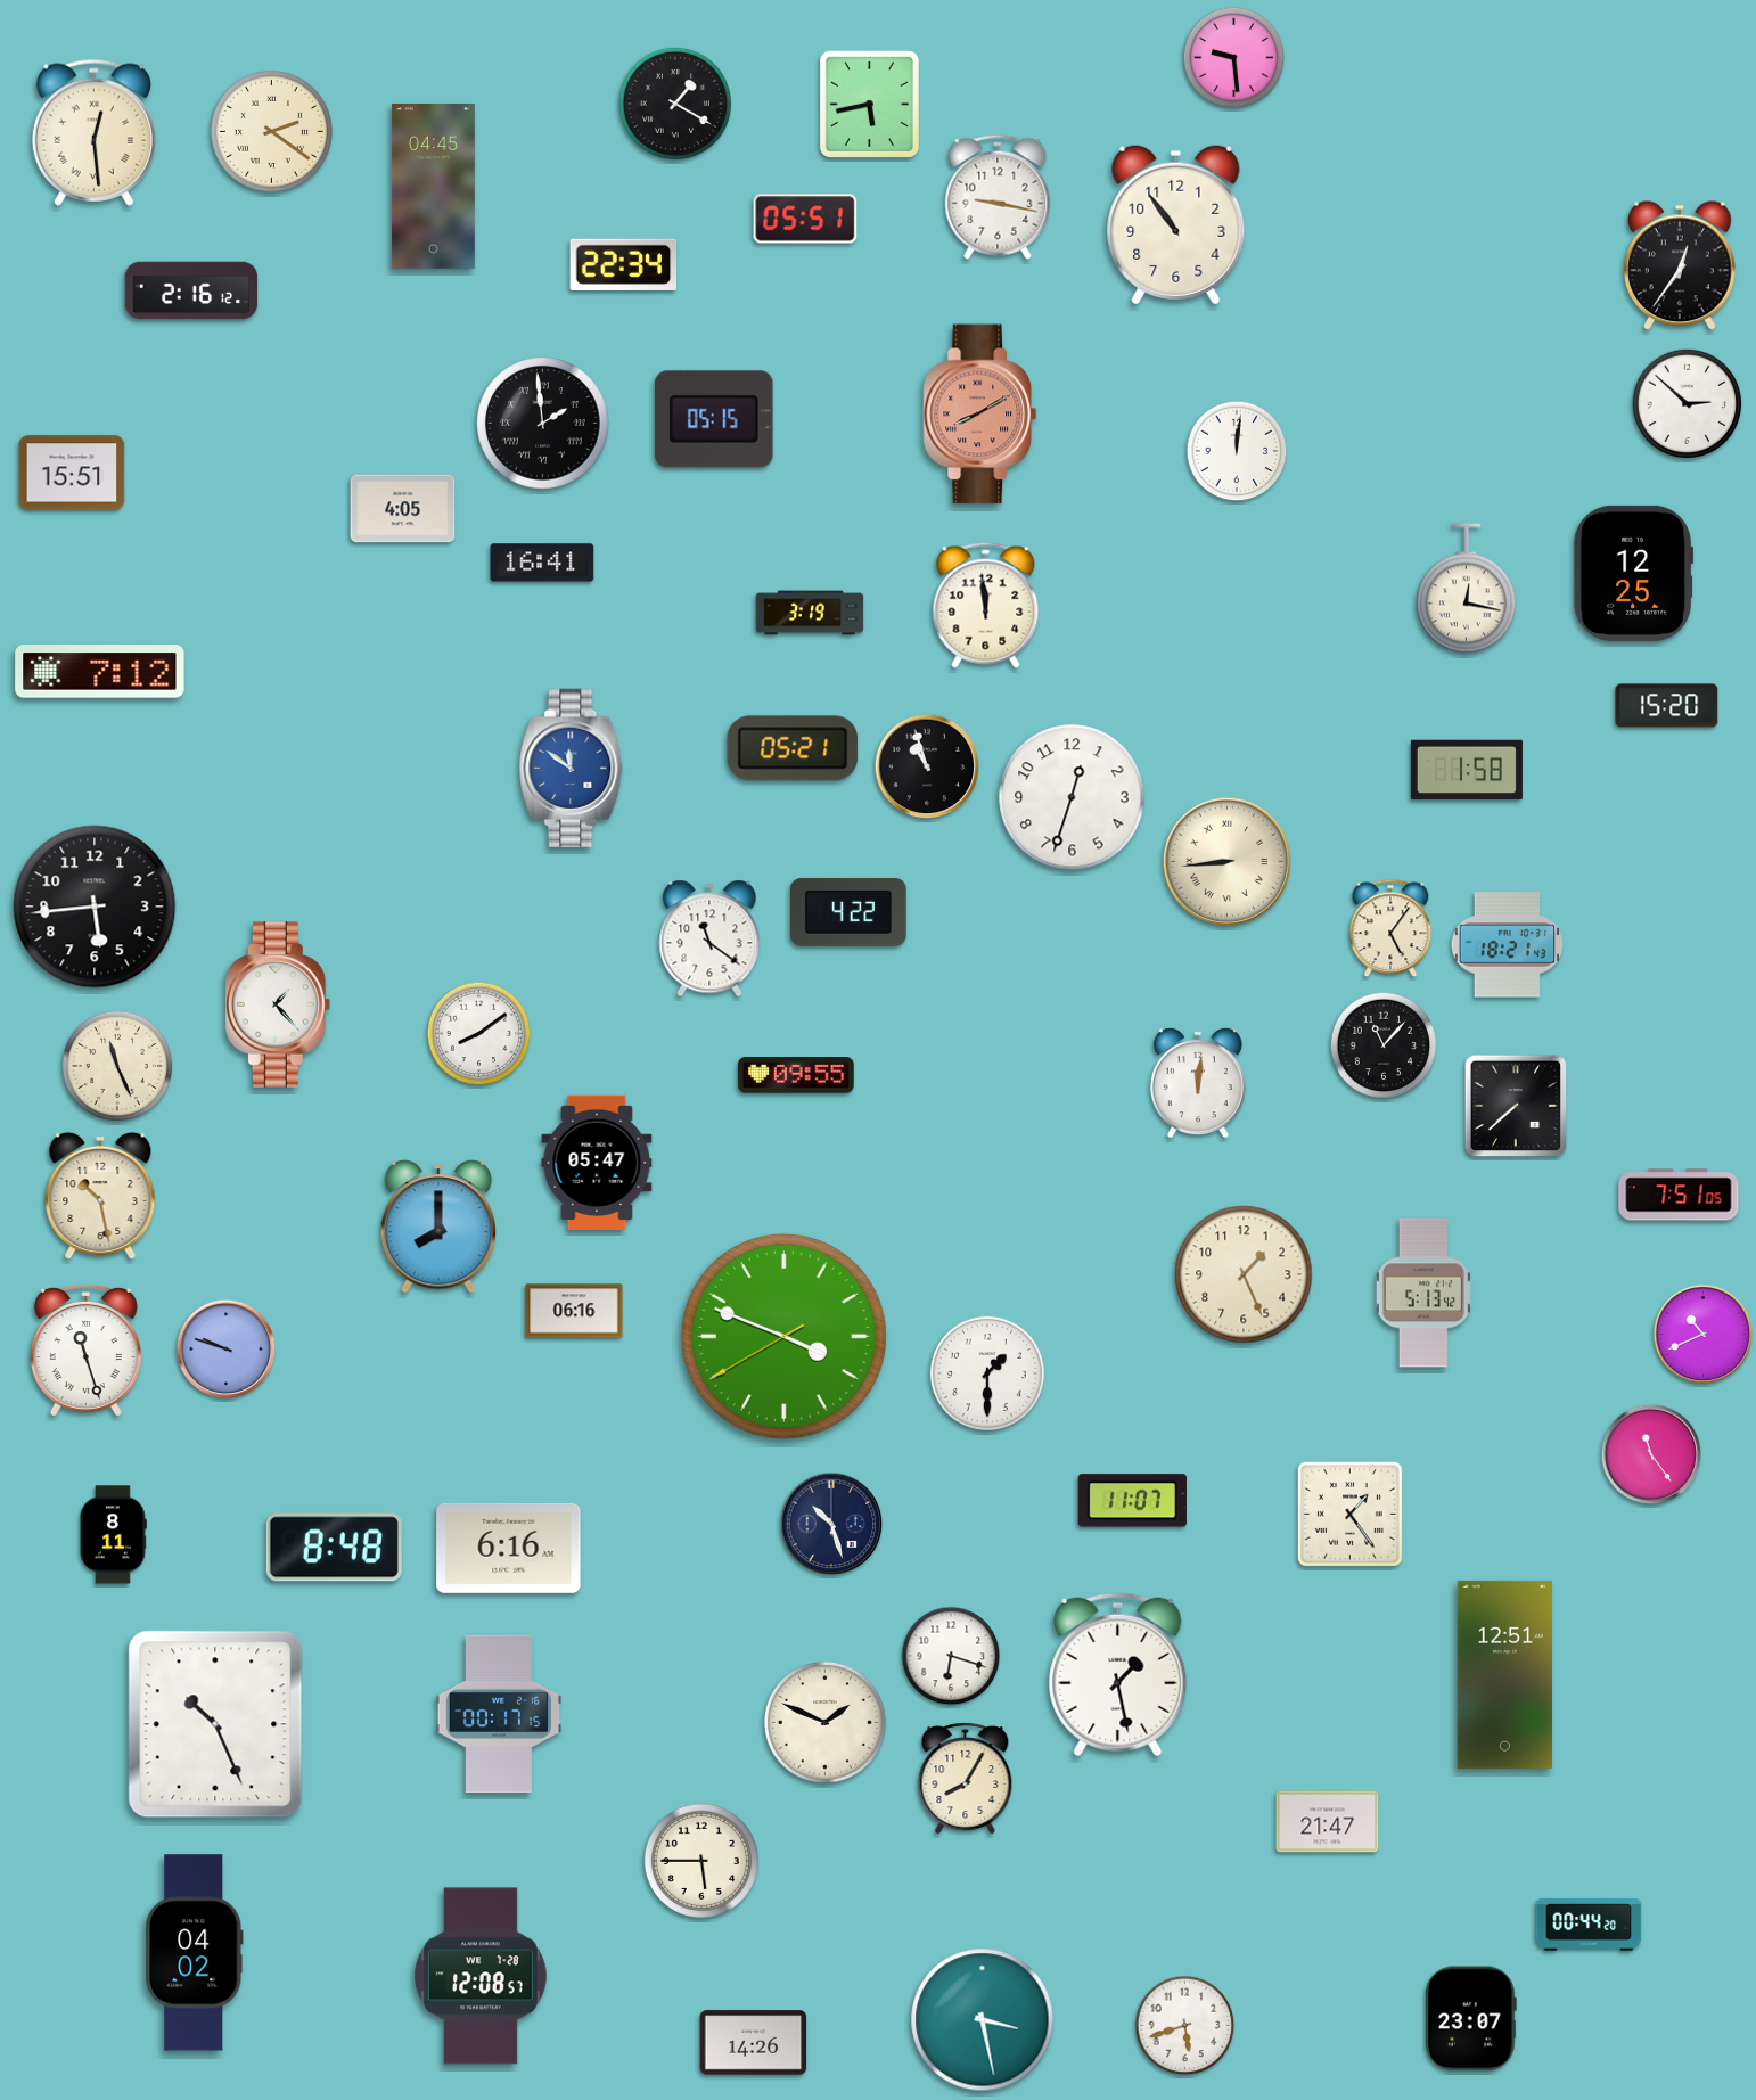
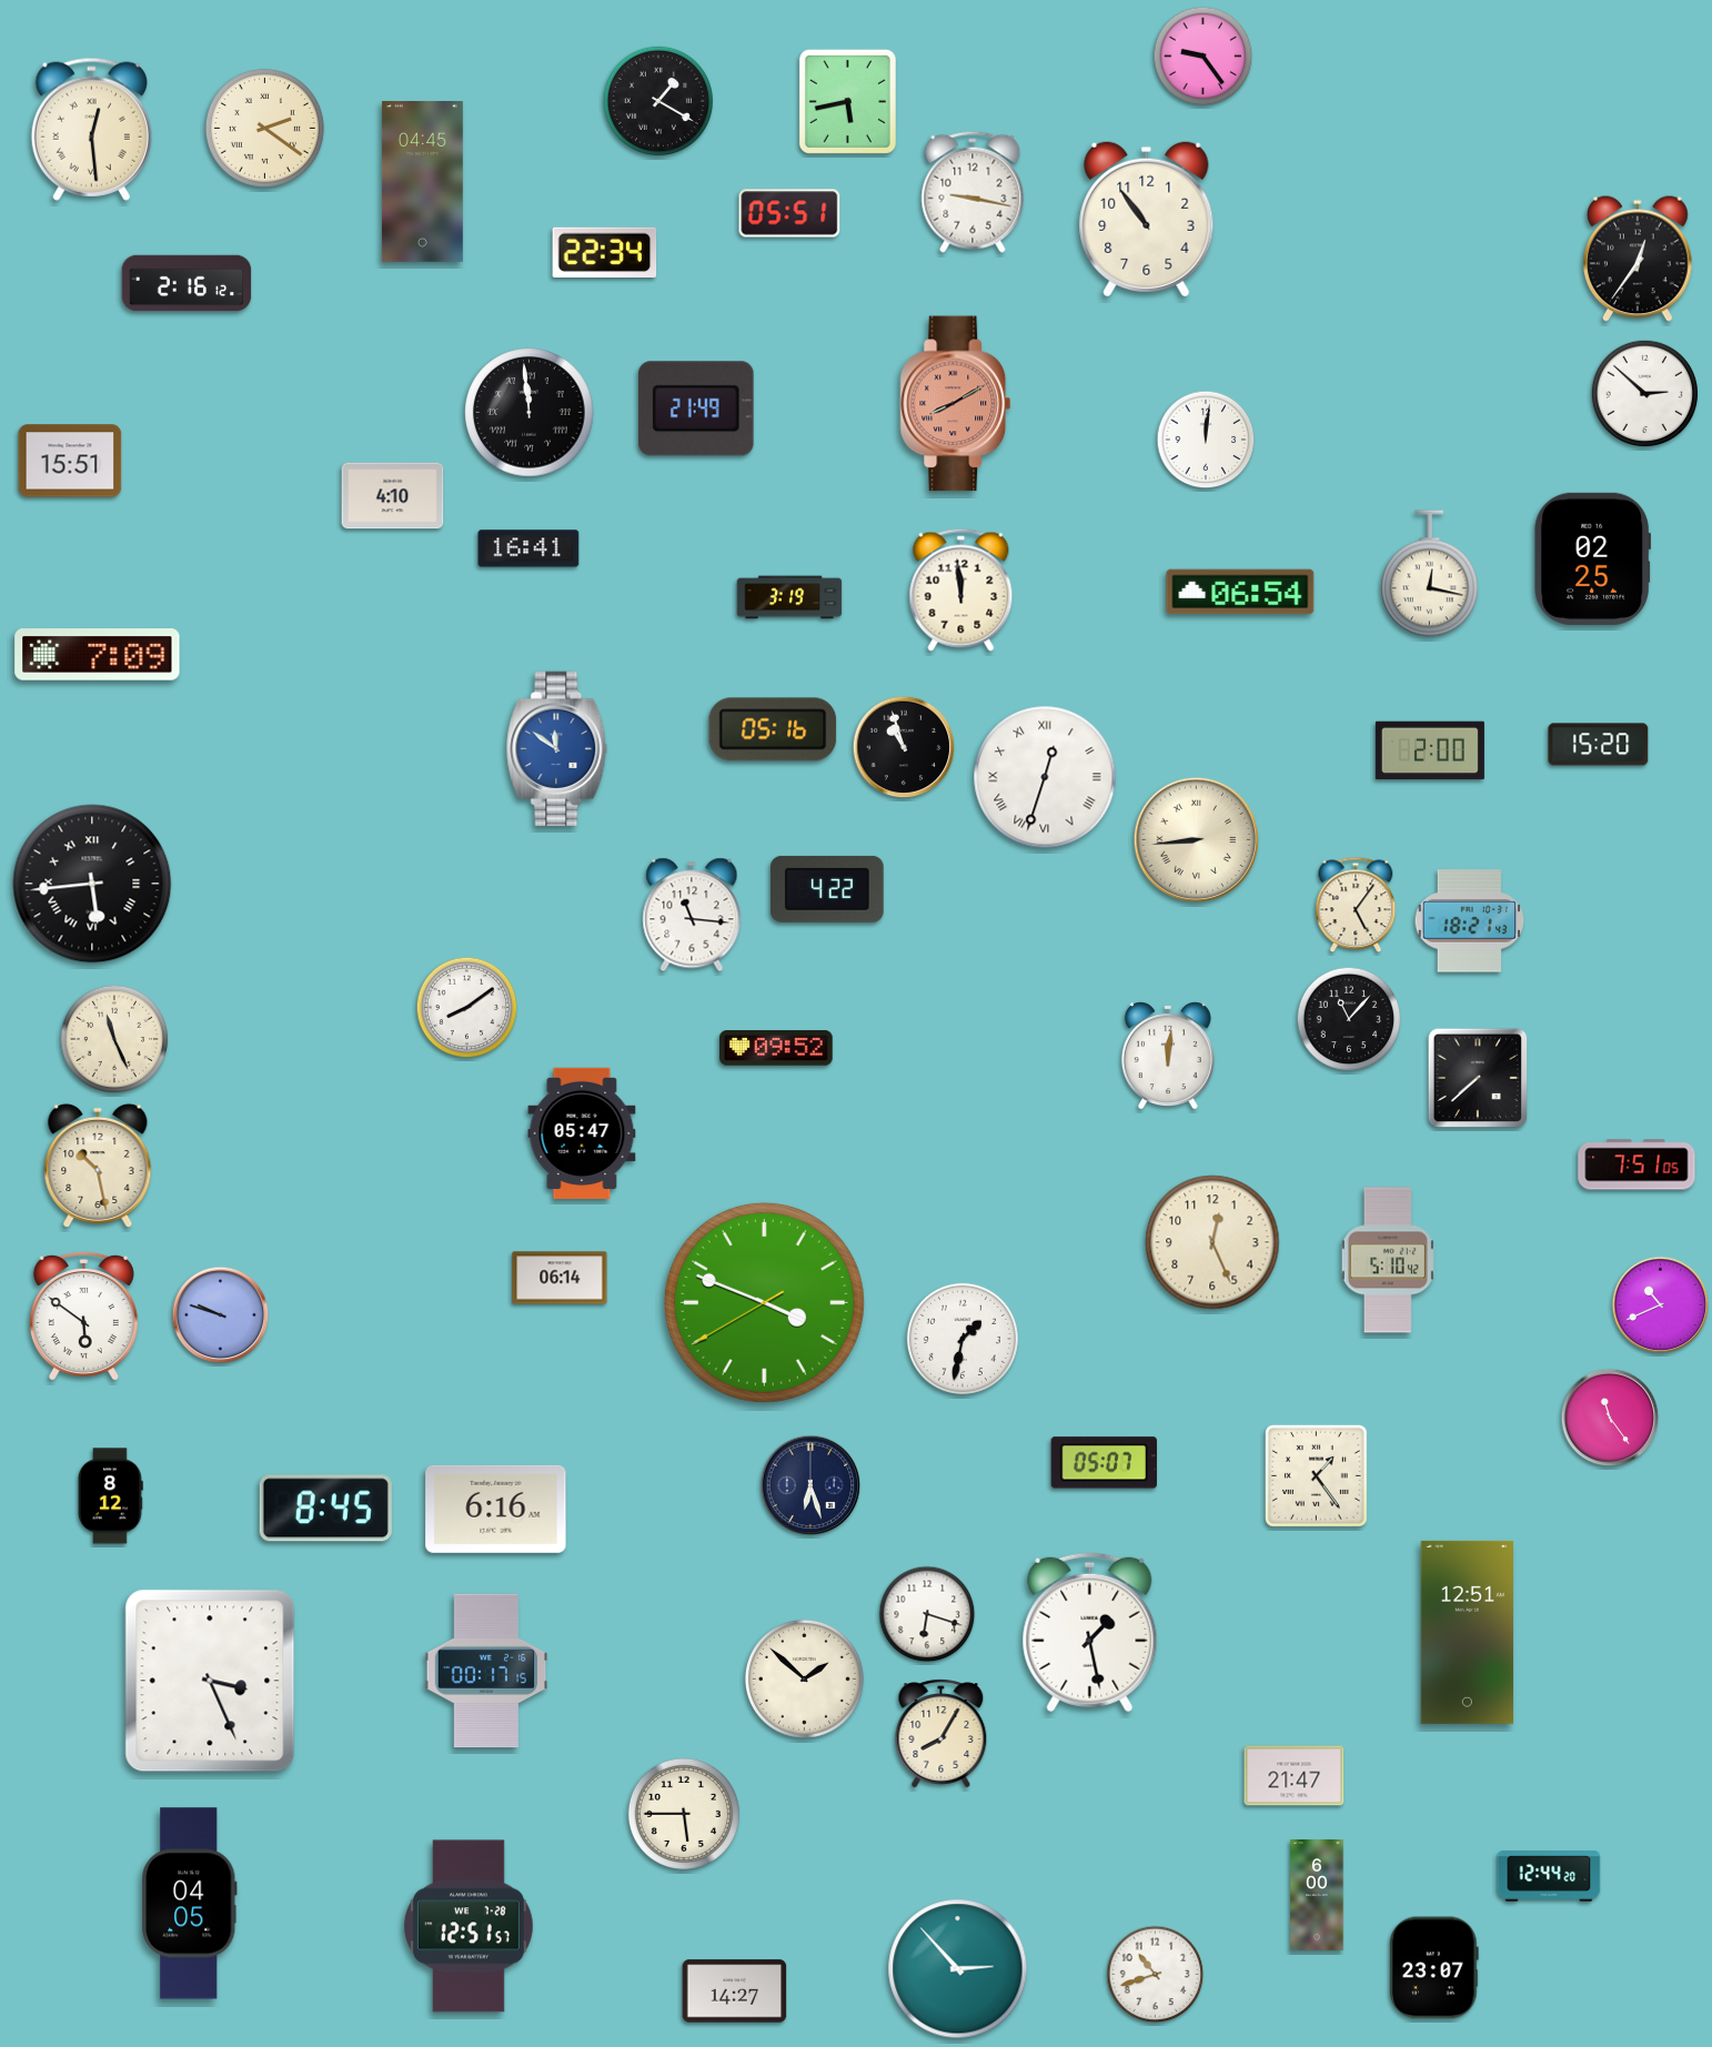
clock at (1234, 58): 9:29 -> 9:24
clock at (805, 219) position: (805, 219) -> (789, 213)
clock at (624, 264) position: (624, 264) -> (605, 252)
clock at (714, 419): 05:15 -> 21:49
clock at (543, 424): 1:59 -> 11:59
clock at (403, 509): 4:05 -> 4:10
clock at (1633, 573): 12:25 -> 02:25
clock at (1240, 592): none -> 06:54
clock at (100, 672): 7:12 -> 7:09
clock at (1667, 706) position: (1667, 706) -> (1599, 745)
clock at (793, 748): 05:21 -> 05:16
clock at (1467, 770): 1:58 -> 2:00
clock at (1072, 797) numerals: Arabic -> Roman
clock at (95, 907) numerals: Arabic -> Roman
clock at (709, 938): 11:21 -> 11:16
clock at (278, 1004): 1:23 -> none
clock at (796, 1075): 09:55 -> 09:52
clock at (438, 1227): 8:00 -> none
clock at (1244, 1274): 1:26 -> 12:26
clock at (1423, 1293): 5:13 -> 5:10
clock at (574, 1311): 06:16 -> 06:14
clock at (1704, 1335) position: (1704, 1335) -> (1661, 1305)
clock at (85, 1350): 11:27 -> 5:51
clock at (987, 1373): 1:30 -> 1:32
clock at (1132, 1501): 11:07 -> 05:07
clock at (831, 1524): 10:27 -> 6:27
clock at (113, 1535): 8:11 -> 8:12
clock at (334, 1548): 8:48 -> 8:45
clock at (824, 1722): 1:49 -> 1:52
clock at (215, 1724): 10:26 -> 3:26
clock at (1589, 1925): 00:44 -> 12:44
clock at (1317, 1896): none -> 6:00
clock at (195, 1953): 04:02 -> 04:05
clock at (481, 1976): 12:08 -> 12:51
clock at (983, 2020): 3:28 -> 2:53
clock at (1185, 2026): 5:42 -> 10:42
clock at (754, 2043): 14:26 -> 14:27
